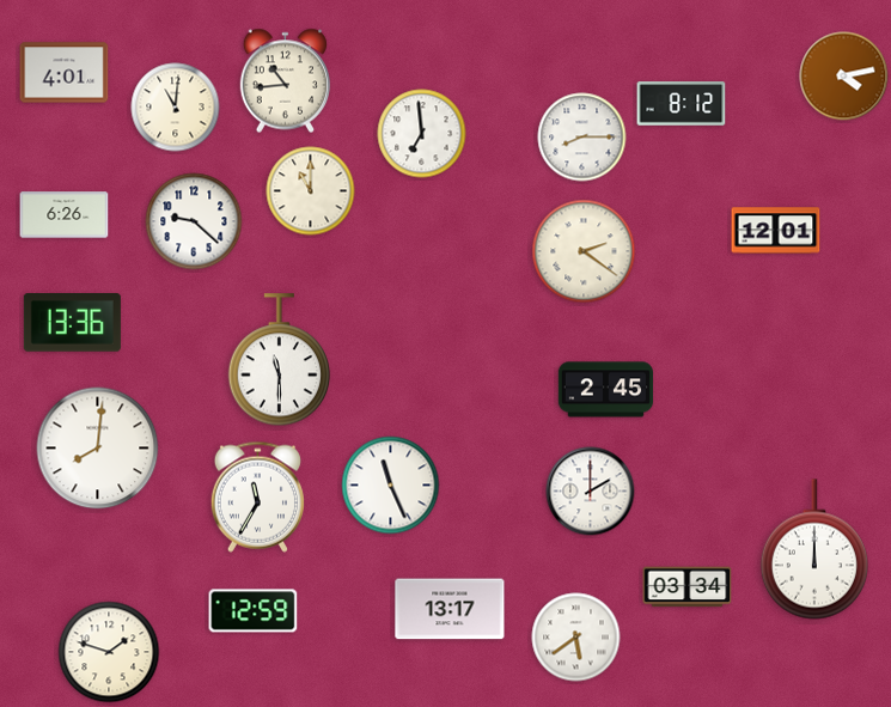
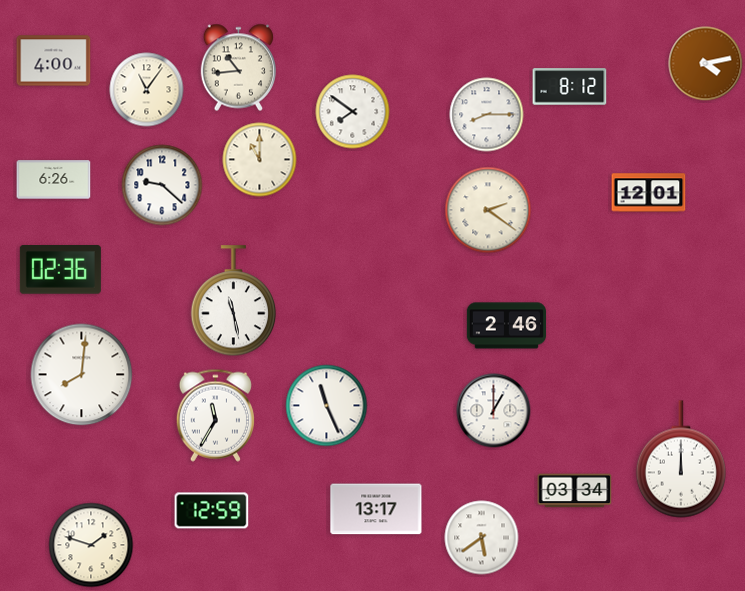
clock at (65, 73): 4:01 -> 4:00
clock at (176, 108): 11:01 -> 11:06
clock at (422, 134): 6:59 -> 7:51
clock at (72, 323): 13:36 -> 02:36
clock at (280, 360): 11:30 -> 11:28
clock at (606, 390): 2:45 -> 2:46
clock at (591, 492): 2:00 -> 1:00
clock at (576, 638) position: (576, 638) -> (482, 538)
